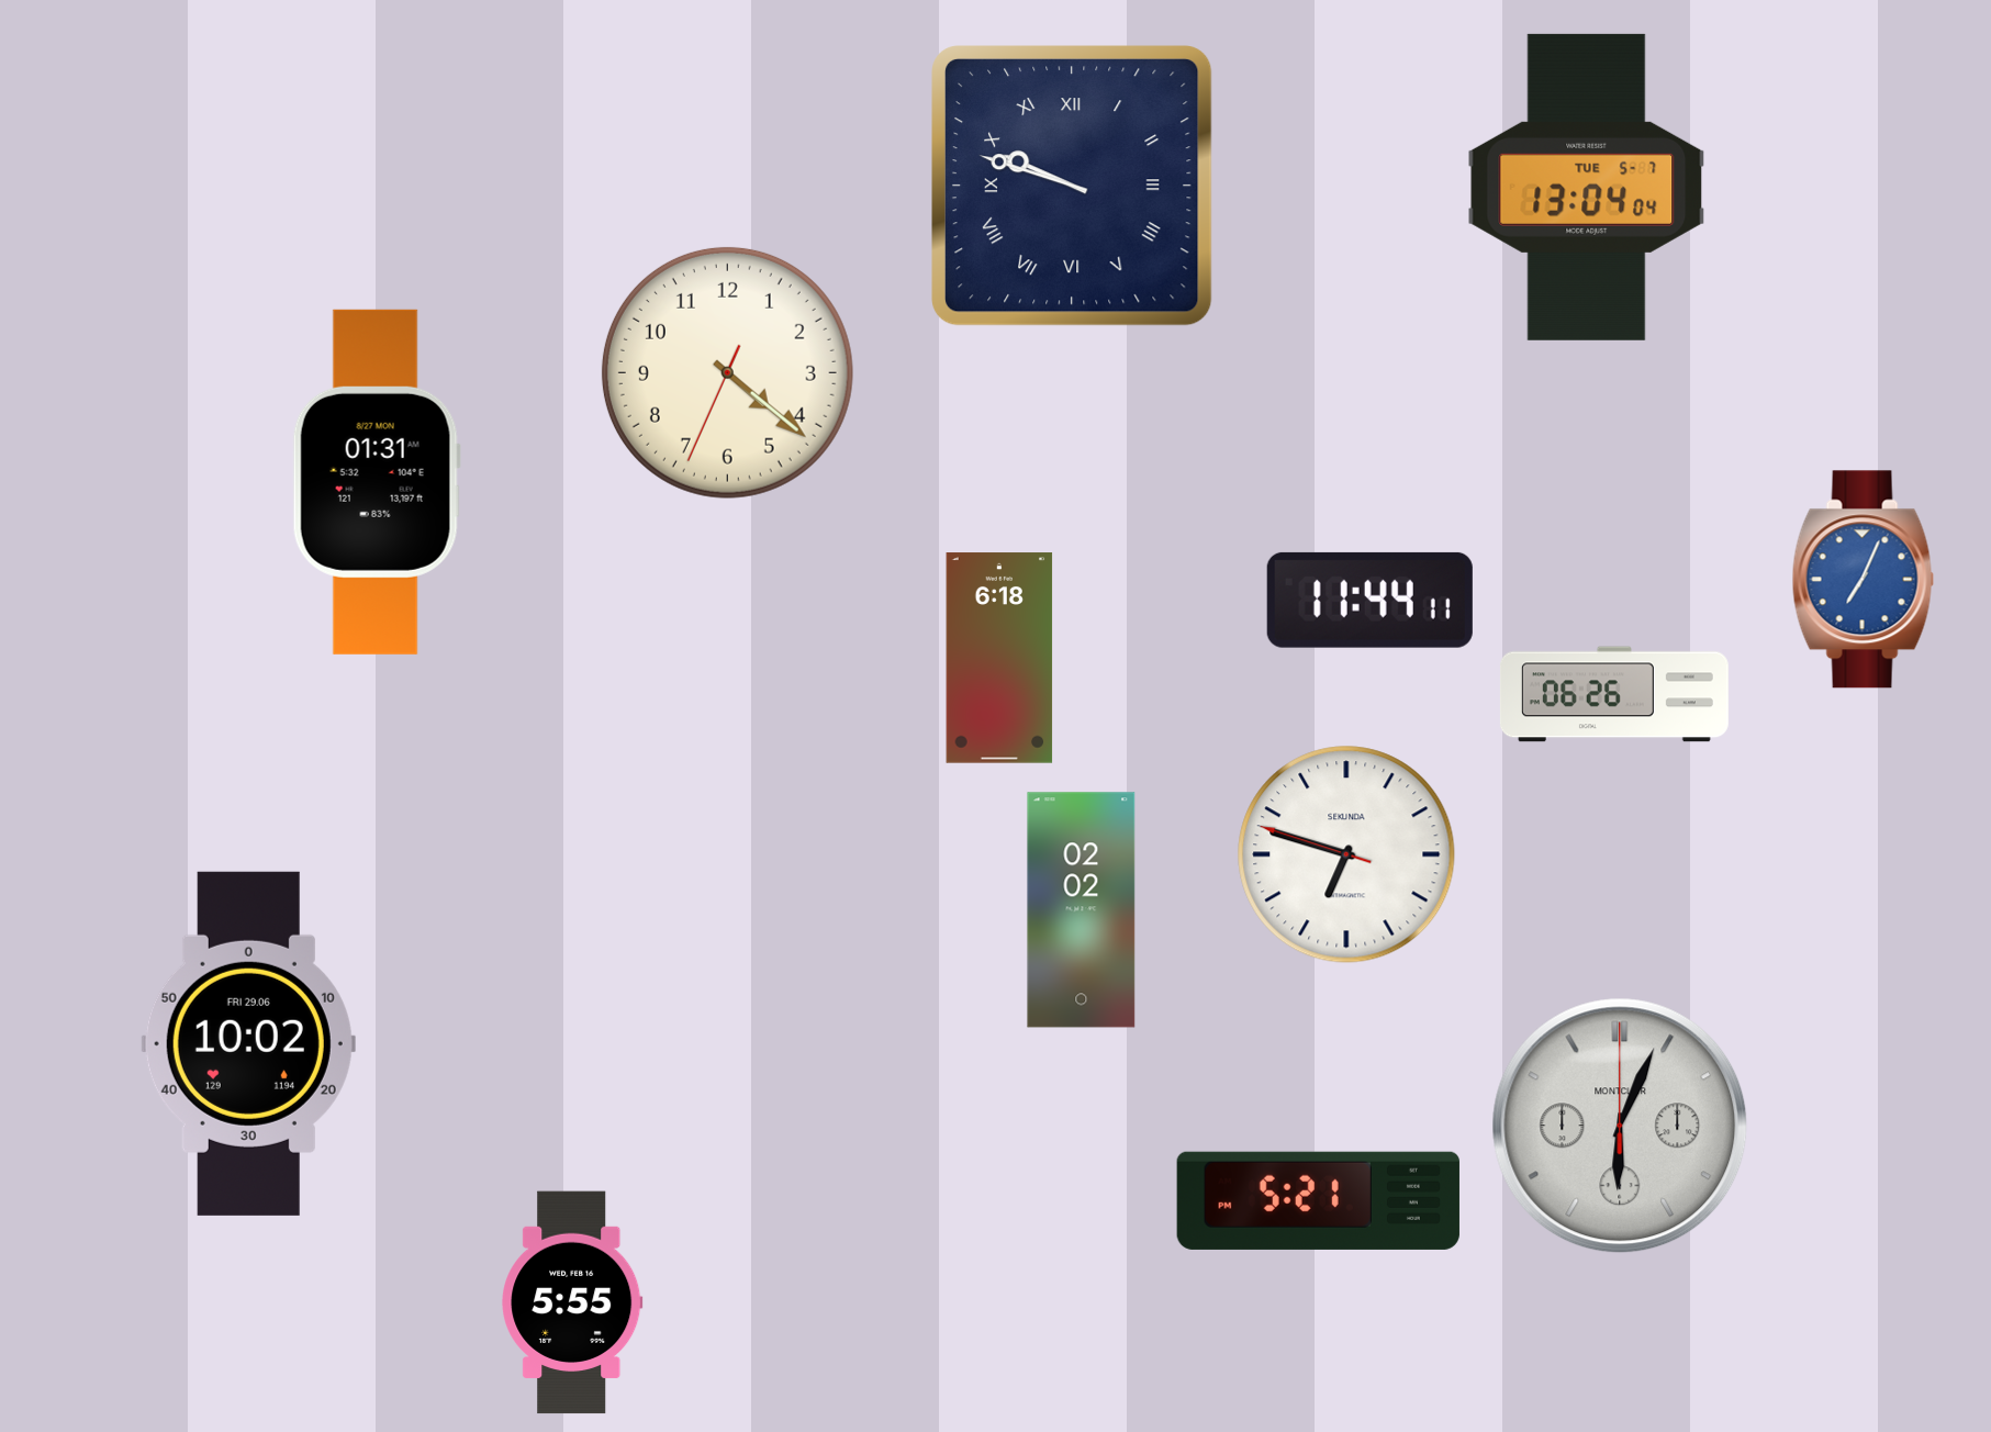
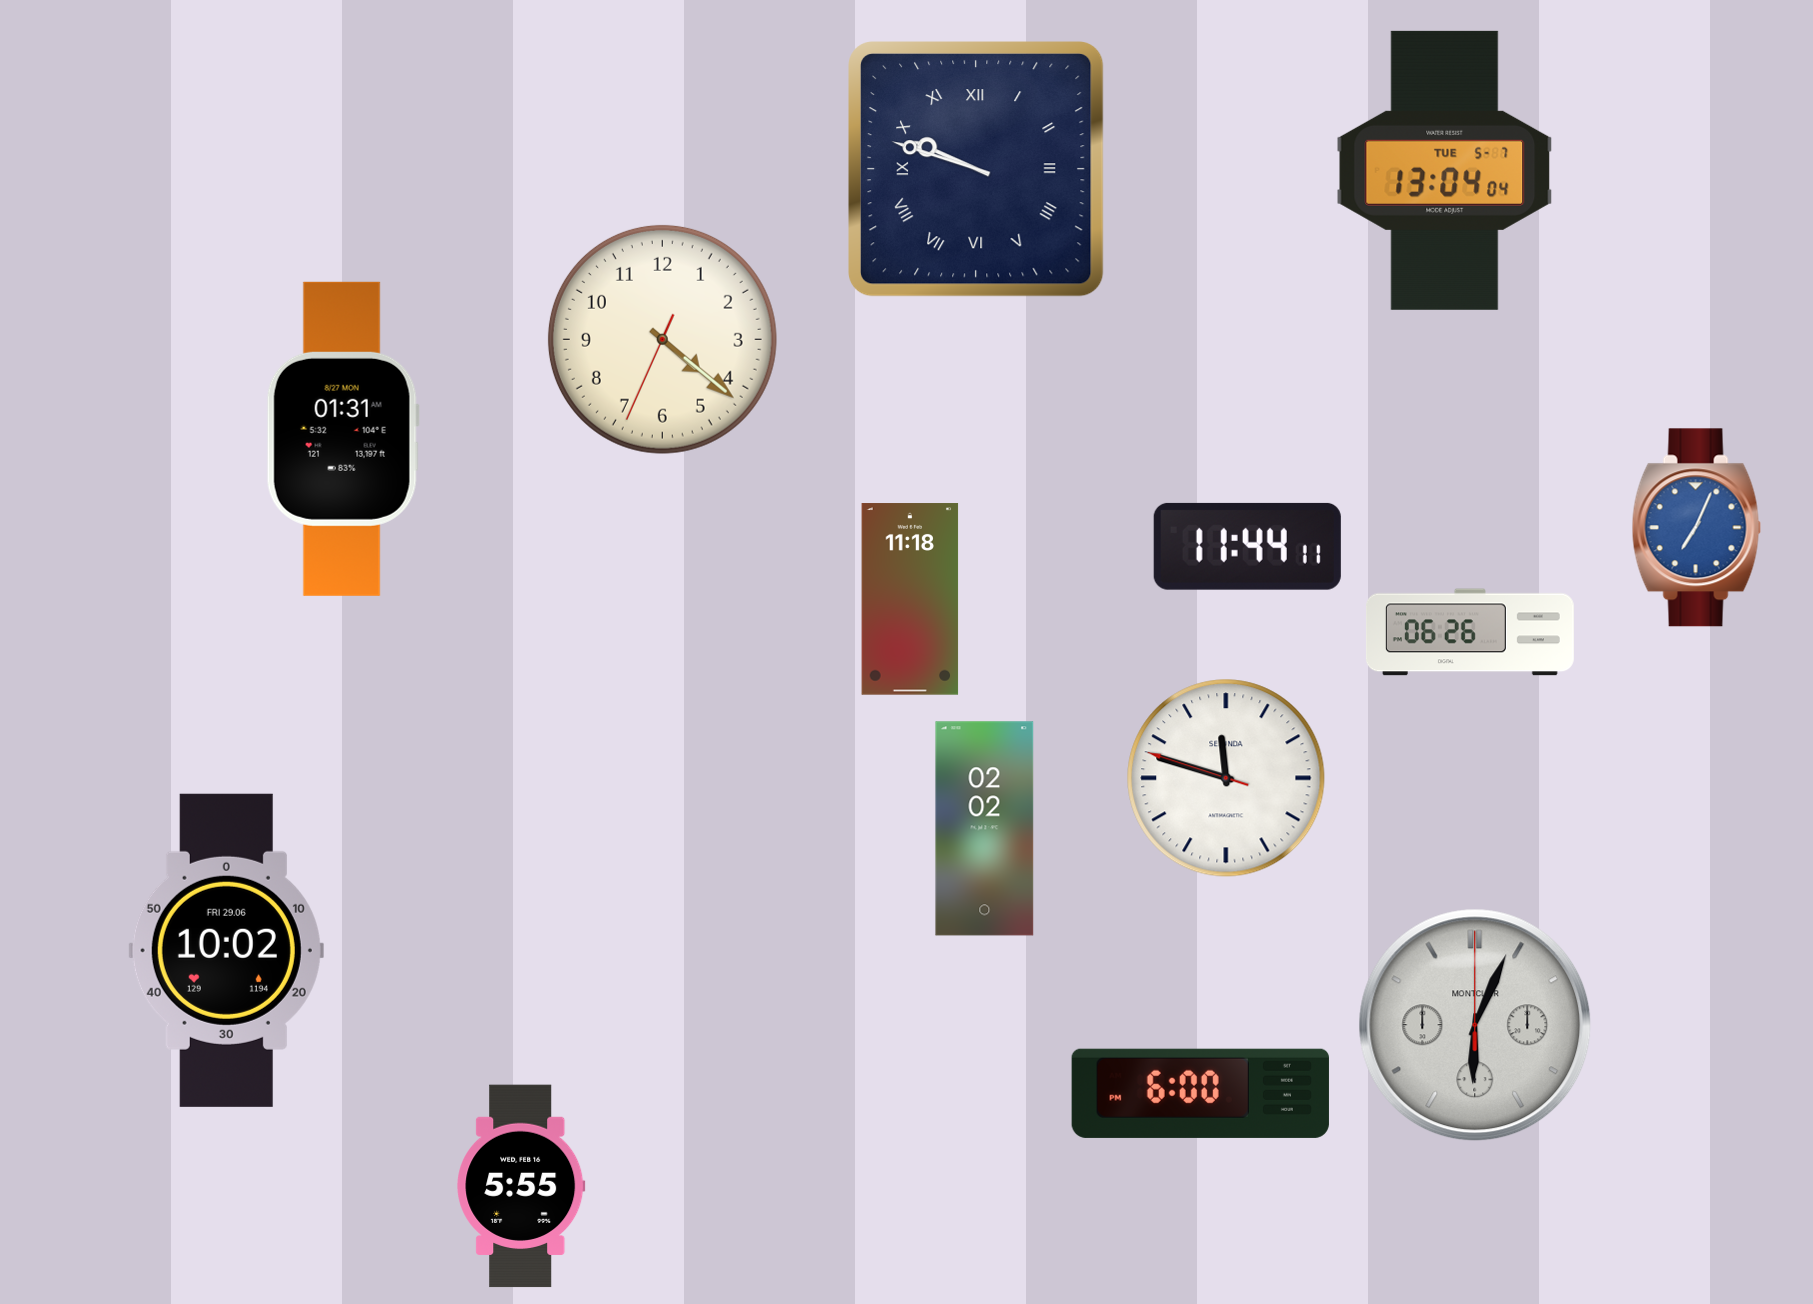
clock at (999, 658): 6:18 -> 11:18
clock at (1346, 854): 6:47 -> 11:47
clock at (1318, 1200): 5:21 -> 6:00
